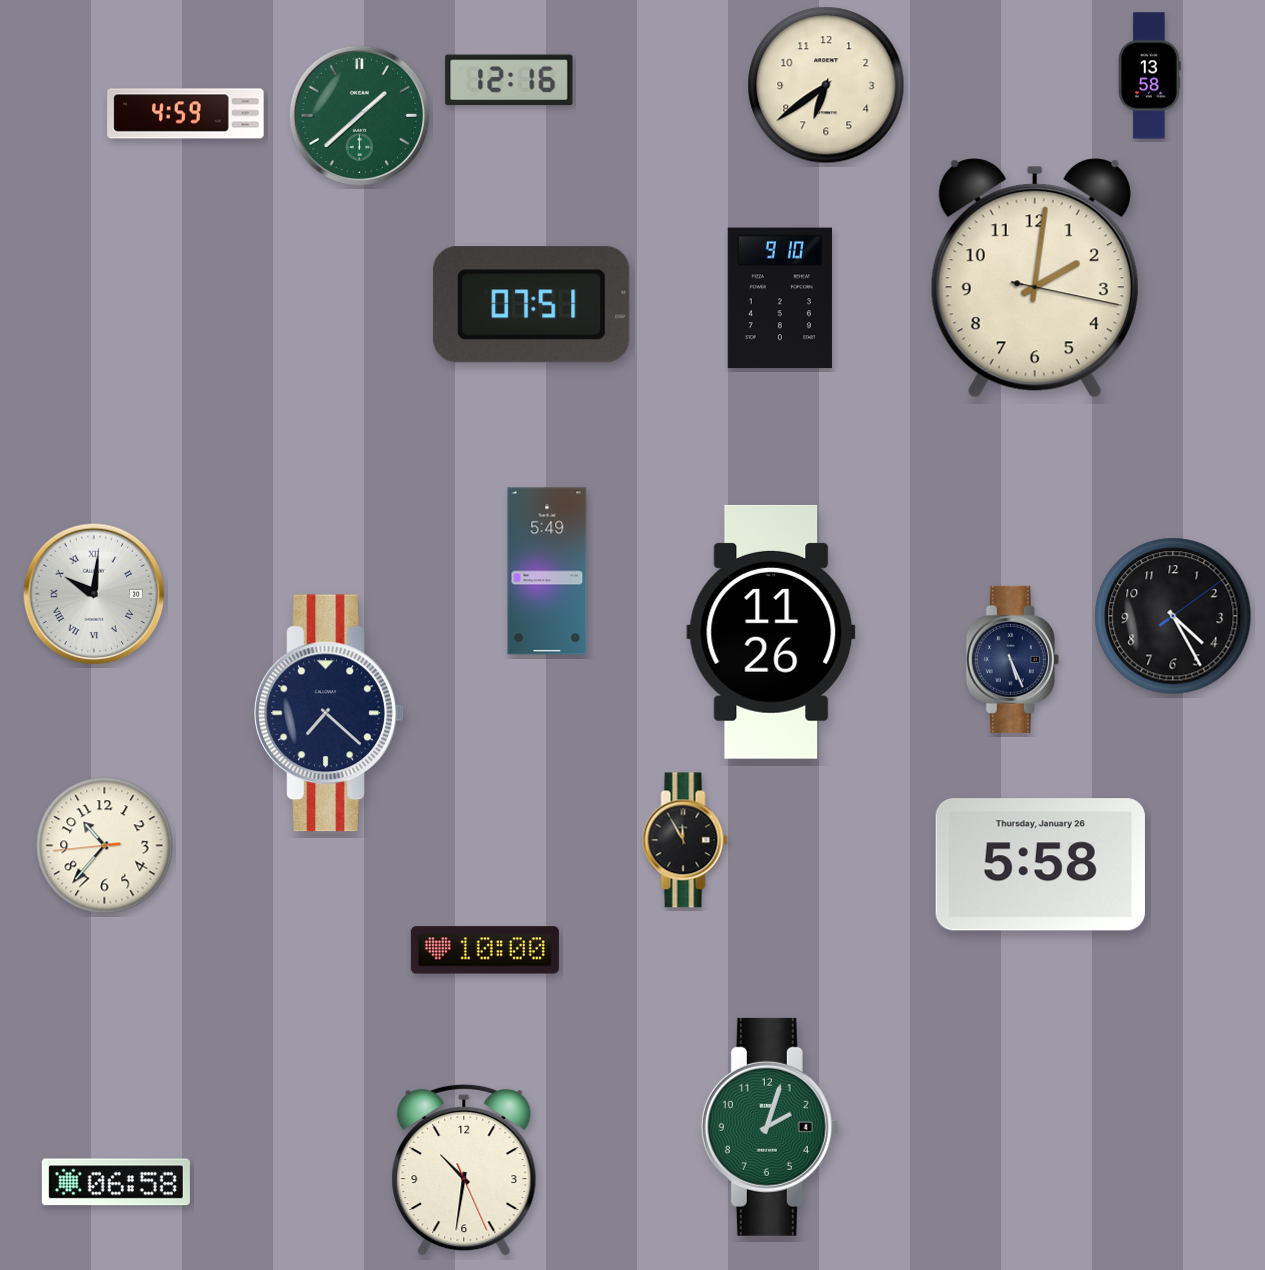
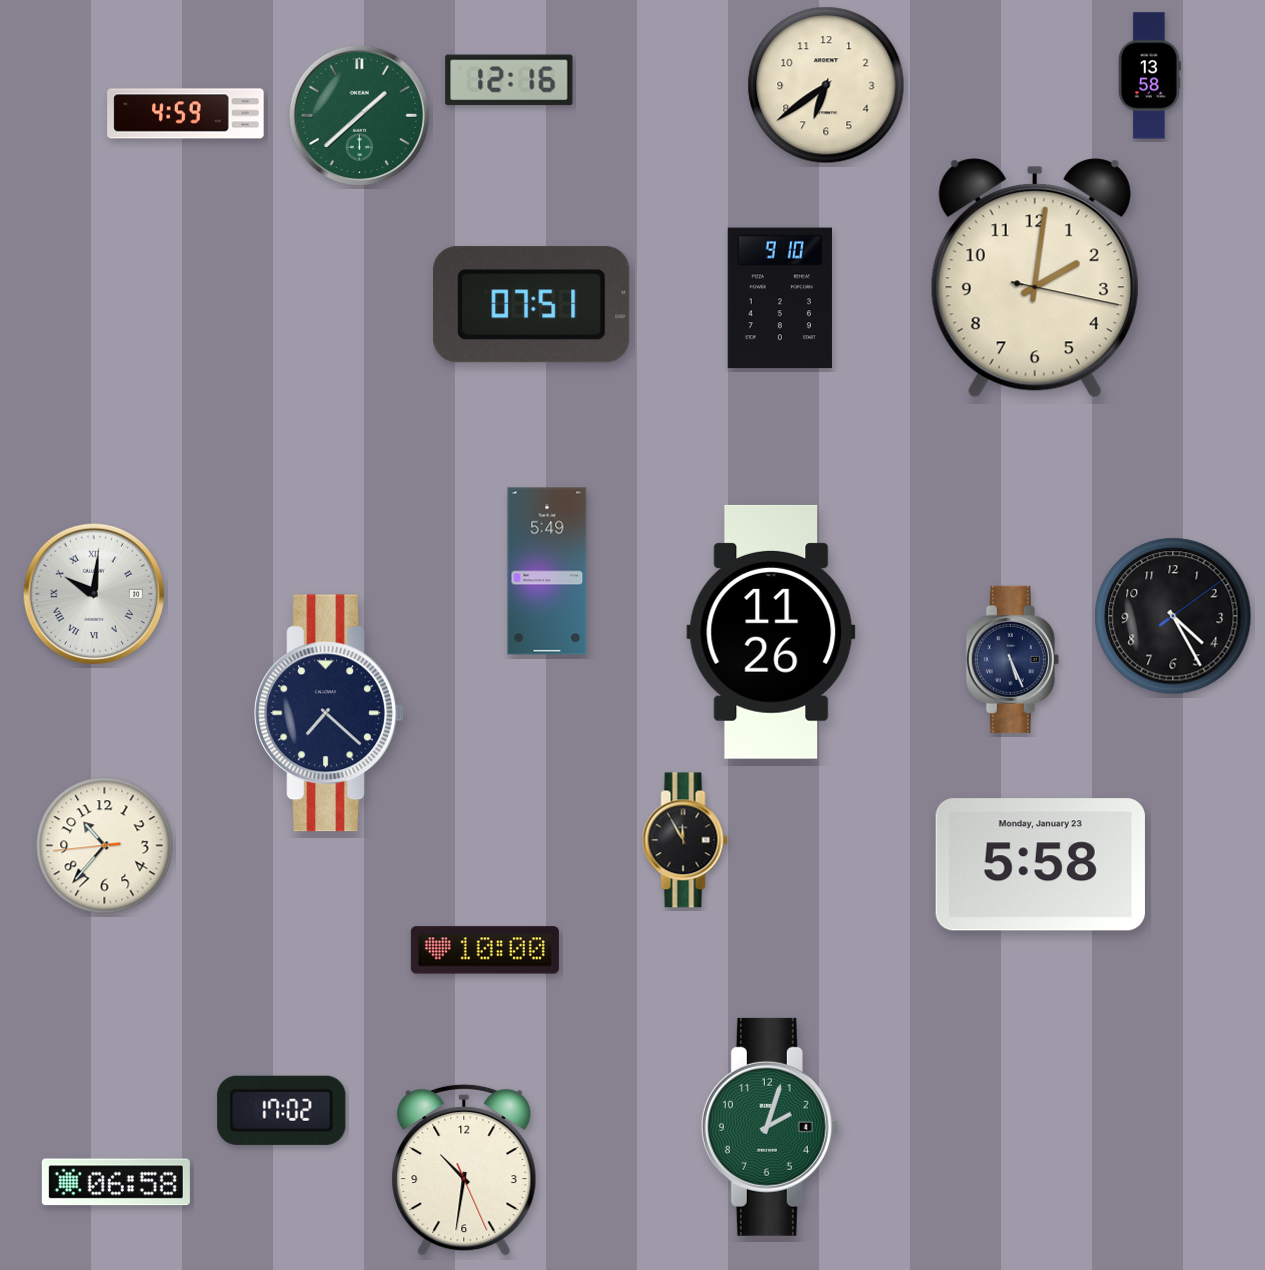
clock at (1040, 865) date: Thursday, January 26 -> Monday, January 23
clock at (282, 1110): none -> 17:02
